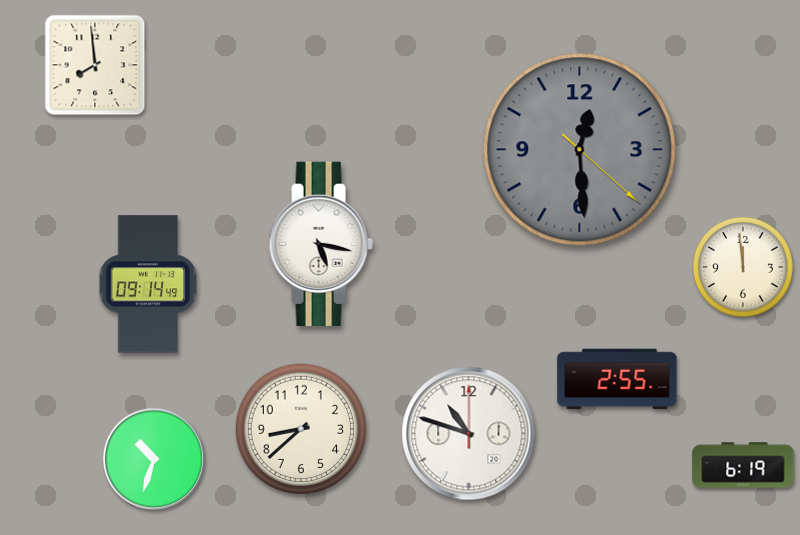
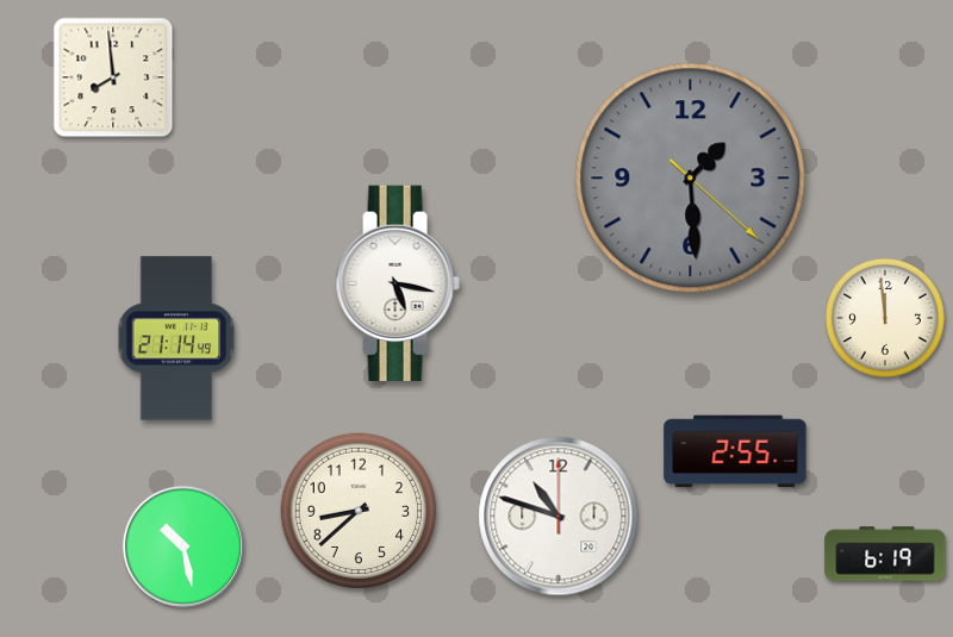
clock at (580, 150): 12:29 -> 1:29
clock at (321, 243) position: (321, 243) -> (398, 282)
clock at (148, 284): 09:14 -> 21:14
clock at (154, 459): 10:33 -> 10:28
